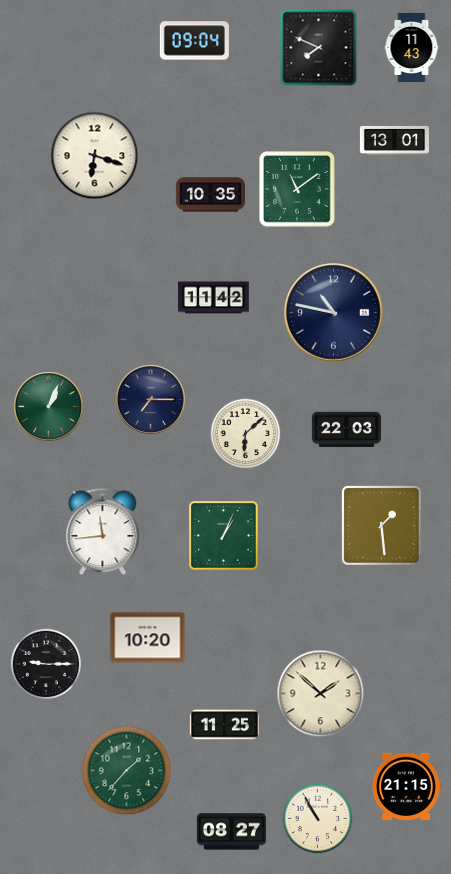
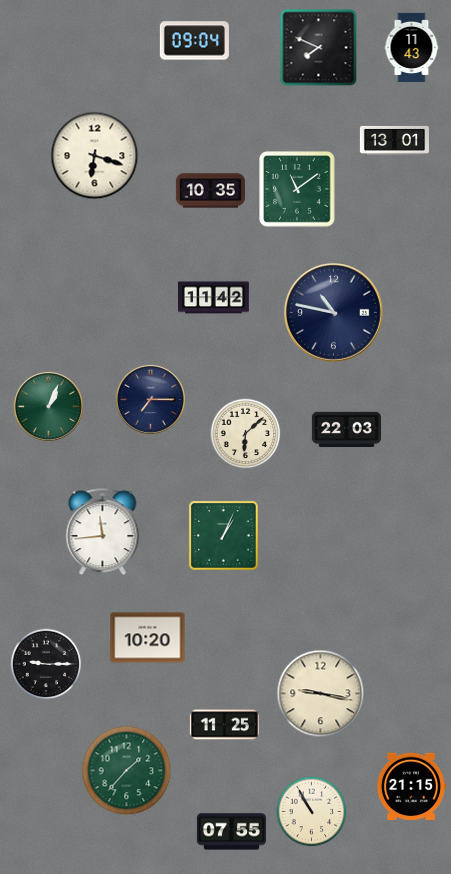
clock at (210, 195) position: (210, 195) -> (210, 191)
clock at (381, 525): 1:29 -> none
clock at (321, 694): 1:52 -> 9:17
clock at (406, 786) position: (406, 786) -> (411, 786)
clock at (318, 819) position: (318, 819) -> (312, 812)
clock at (231, 832): 08:27 -> 07:55
